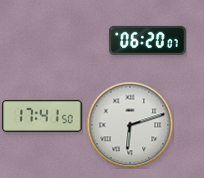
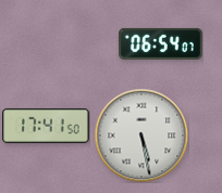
clock at (148, 40): 06:20 -> 06:54
clock at (130, 125): 6:12 -> 5:28
